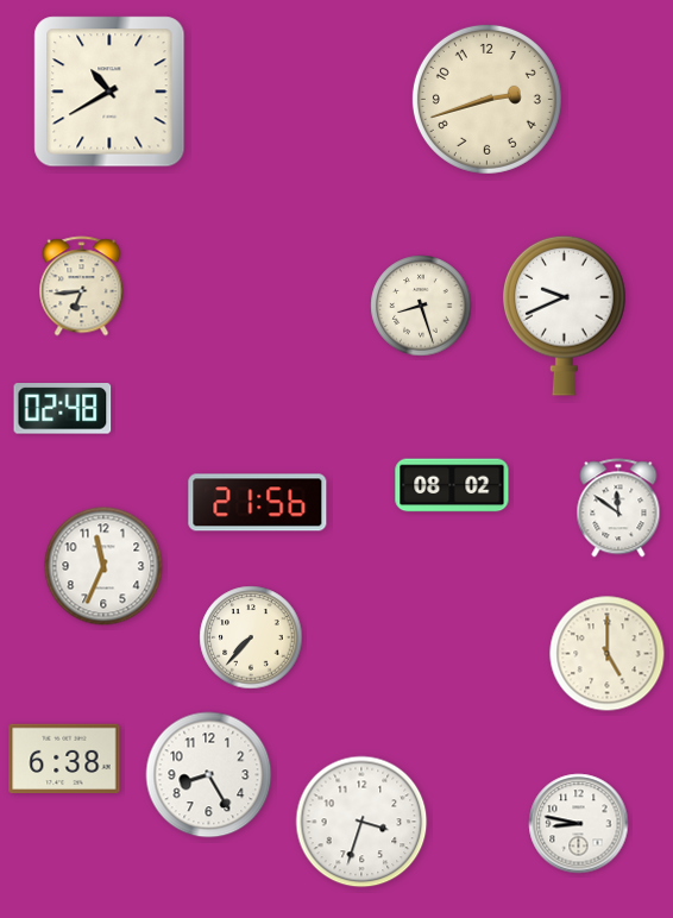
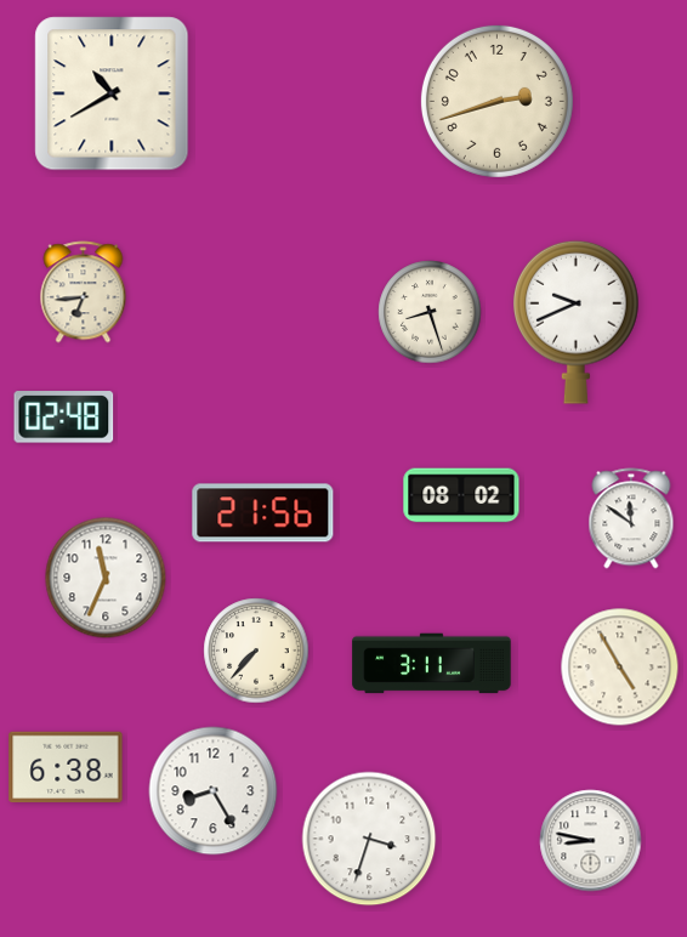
clock at (432, 664): none -> 3:11
clock at (608, 654): 5:00 -> 4:55
clock at (64, 759) position: (64, 759) -> (66, 767)
